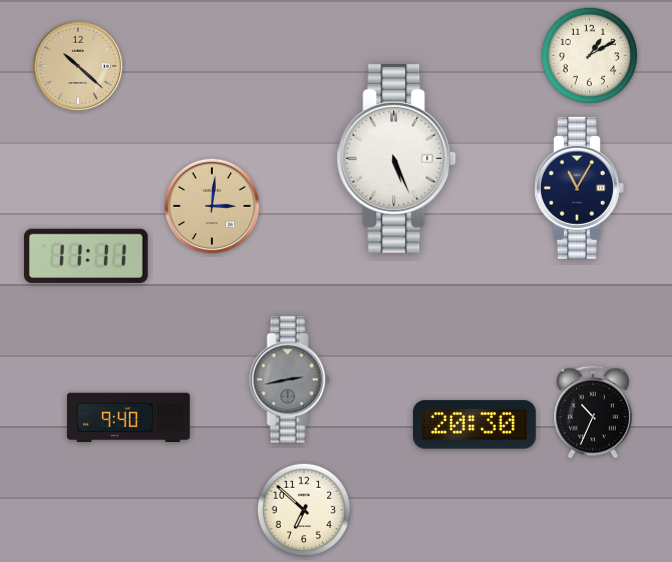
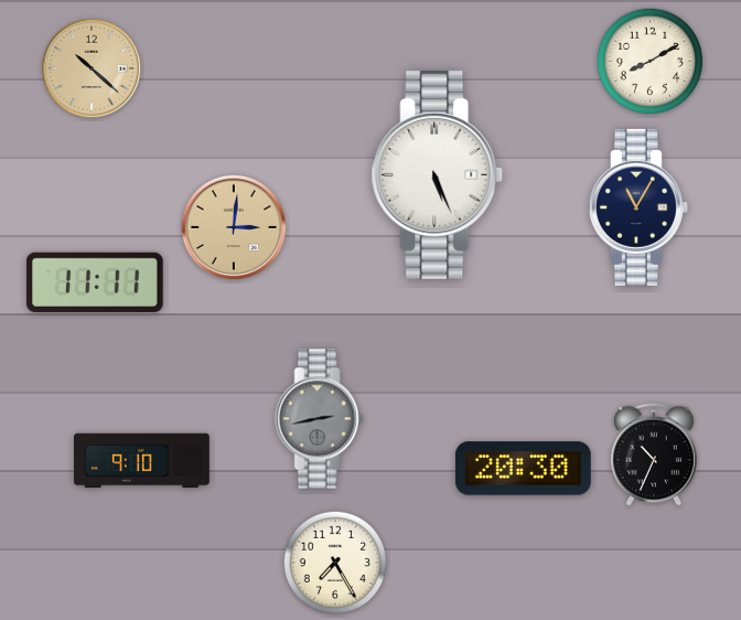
clock at (589, 55): 1:10 -> 8:10
clock at (78, 66) position: (78, 66) -> (92, 68)
clock at (129, 418): 9:40 -> 9:10
clock at (304, 510): 6:52 -> 7:25
